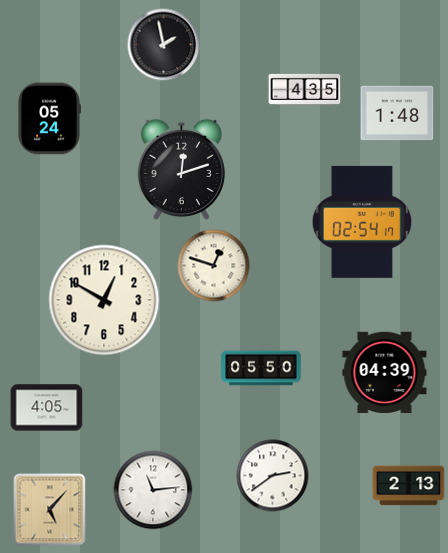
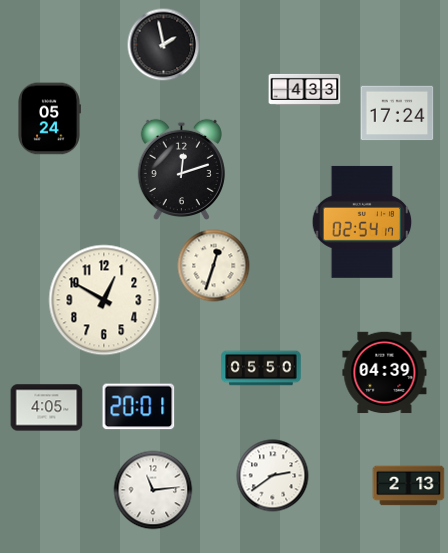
clock at (305, 89): 4:35 -> 4:33
clock at (397, 113): 1:48 -> 17:24
clock at (214, 266): 12:48 -> 12:33
clock at (139, 407): none -> 20:01
clock at (50, 510): 5:07 -> none
